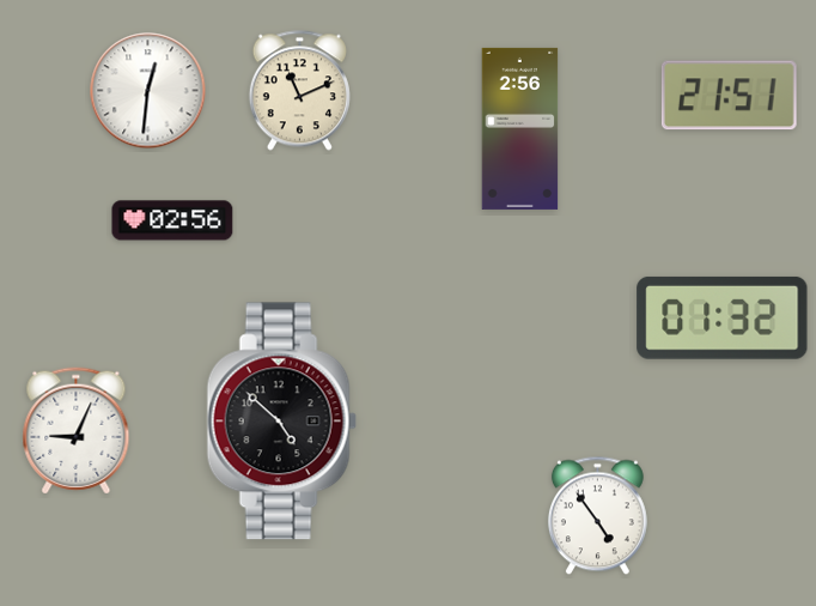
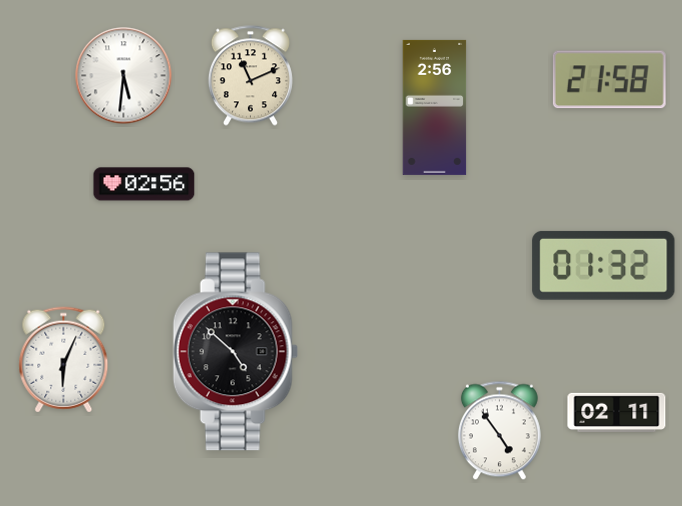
clock at (148, 91): 12:31 -> 5:31
clock at (729, 96): 21:51 -> 21:58
clock at (77, 431): 9:04 -> 6:04
clock at (617, 412): none -> 02:11
